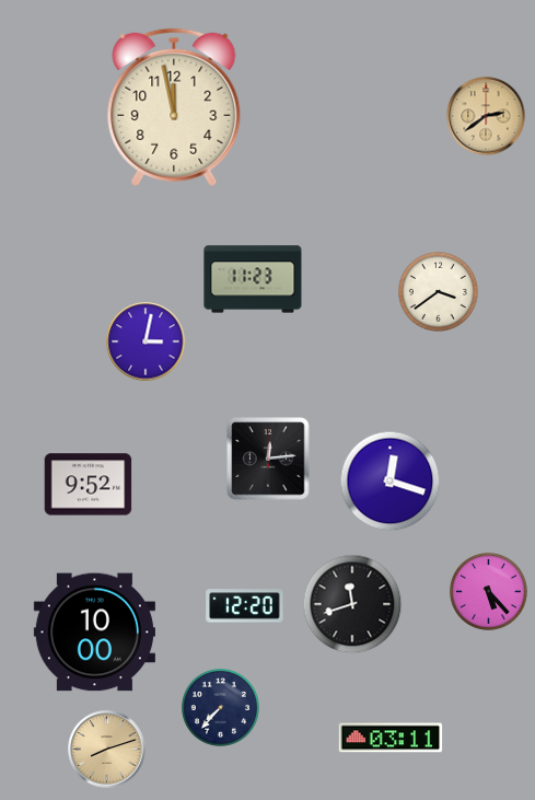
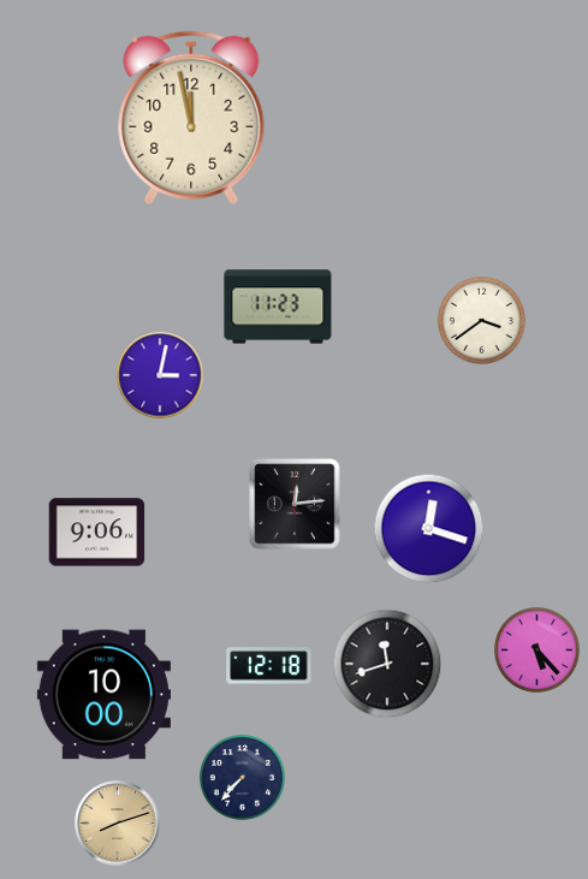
clock at (486, 116): 2:39 -> none
clock at (89, 485): 9:52 -> 9:06
clock at (245, 606): 12:20 -> 12:18
clock at (391, 738): 03:11 -> none
